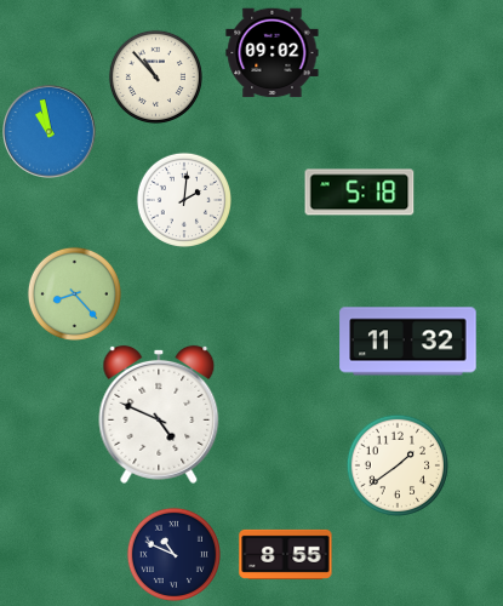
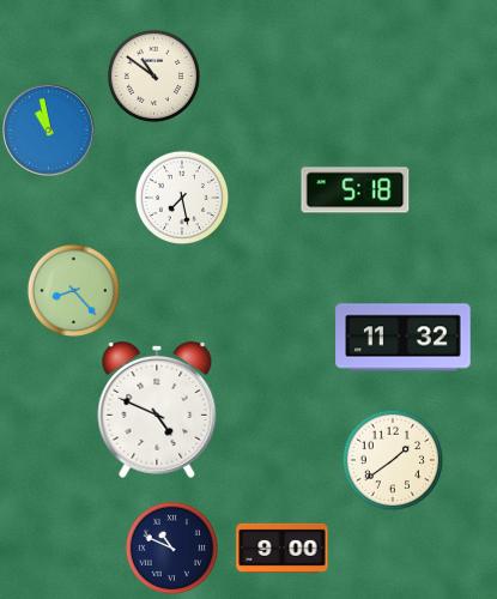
clock at (273, 53): 09:02 -> none
clock at (155, 76): 10:53 -> 10:51
clock at (183, 199): 2:01 -> 7:28
clock at (286, 554): 8:55 -> 9:00
